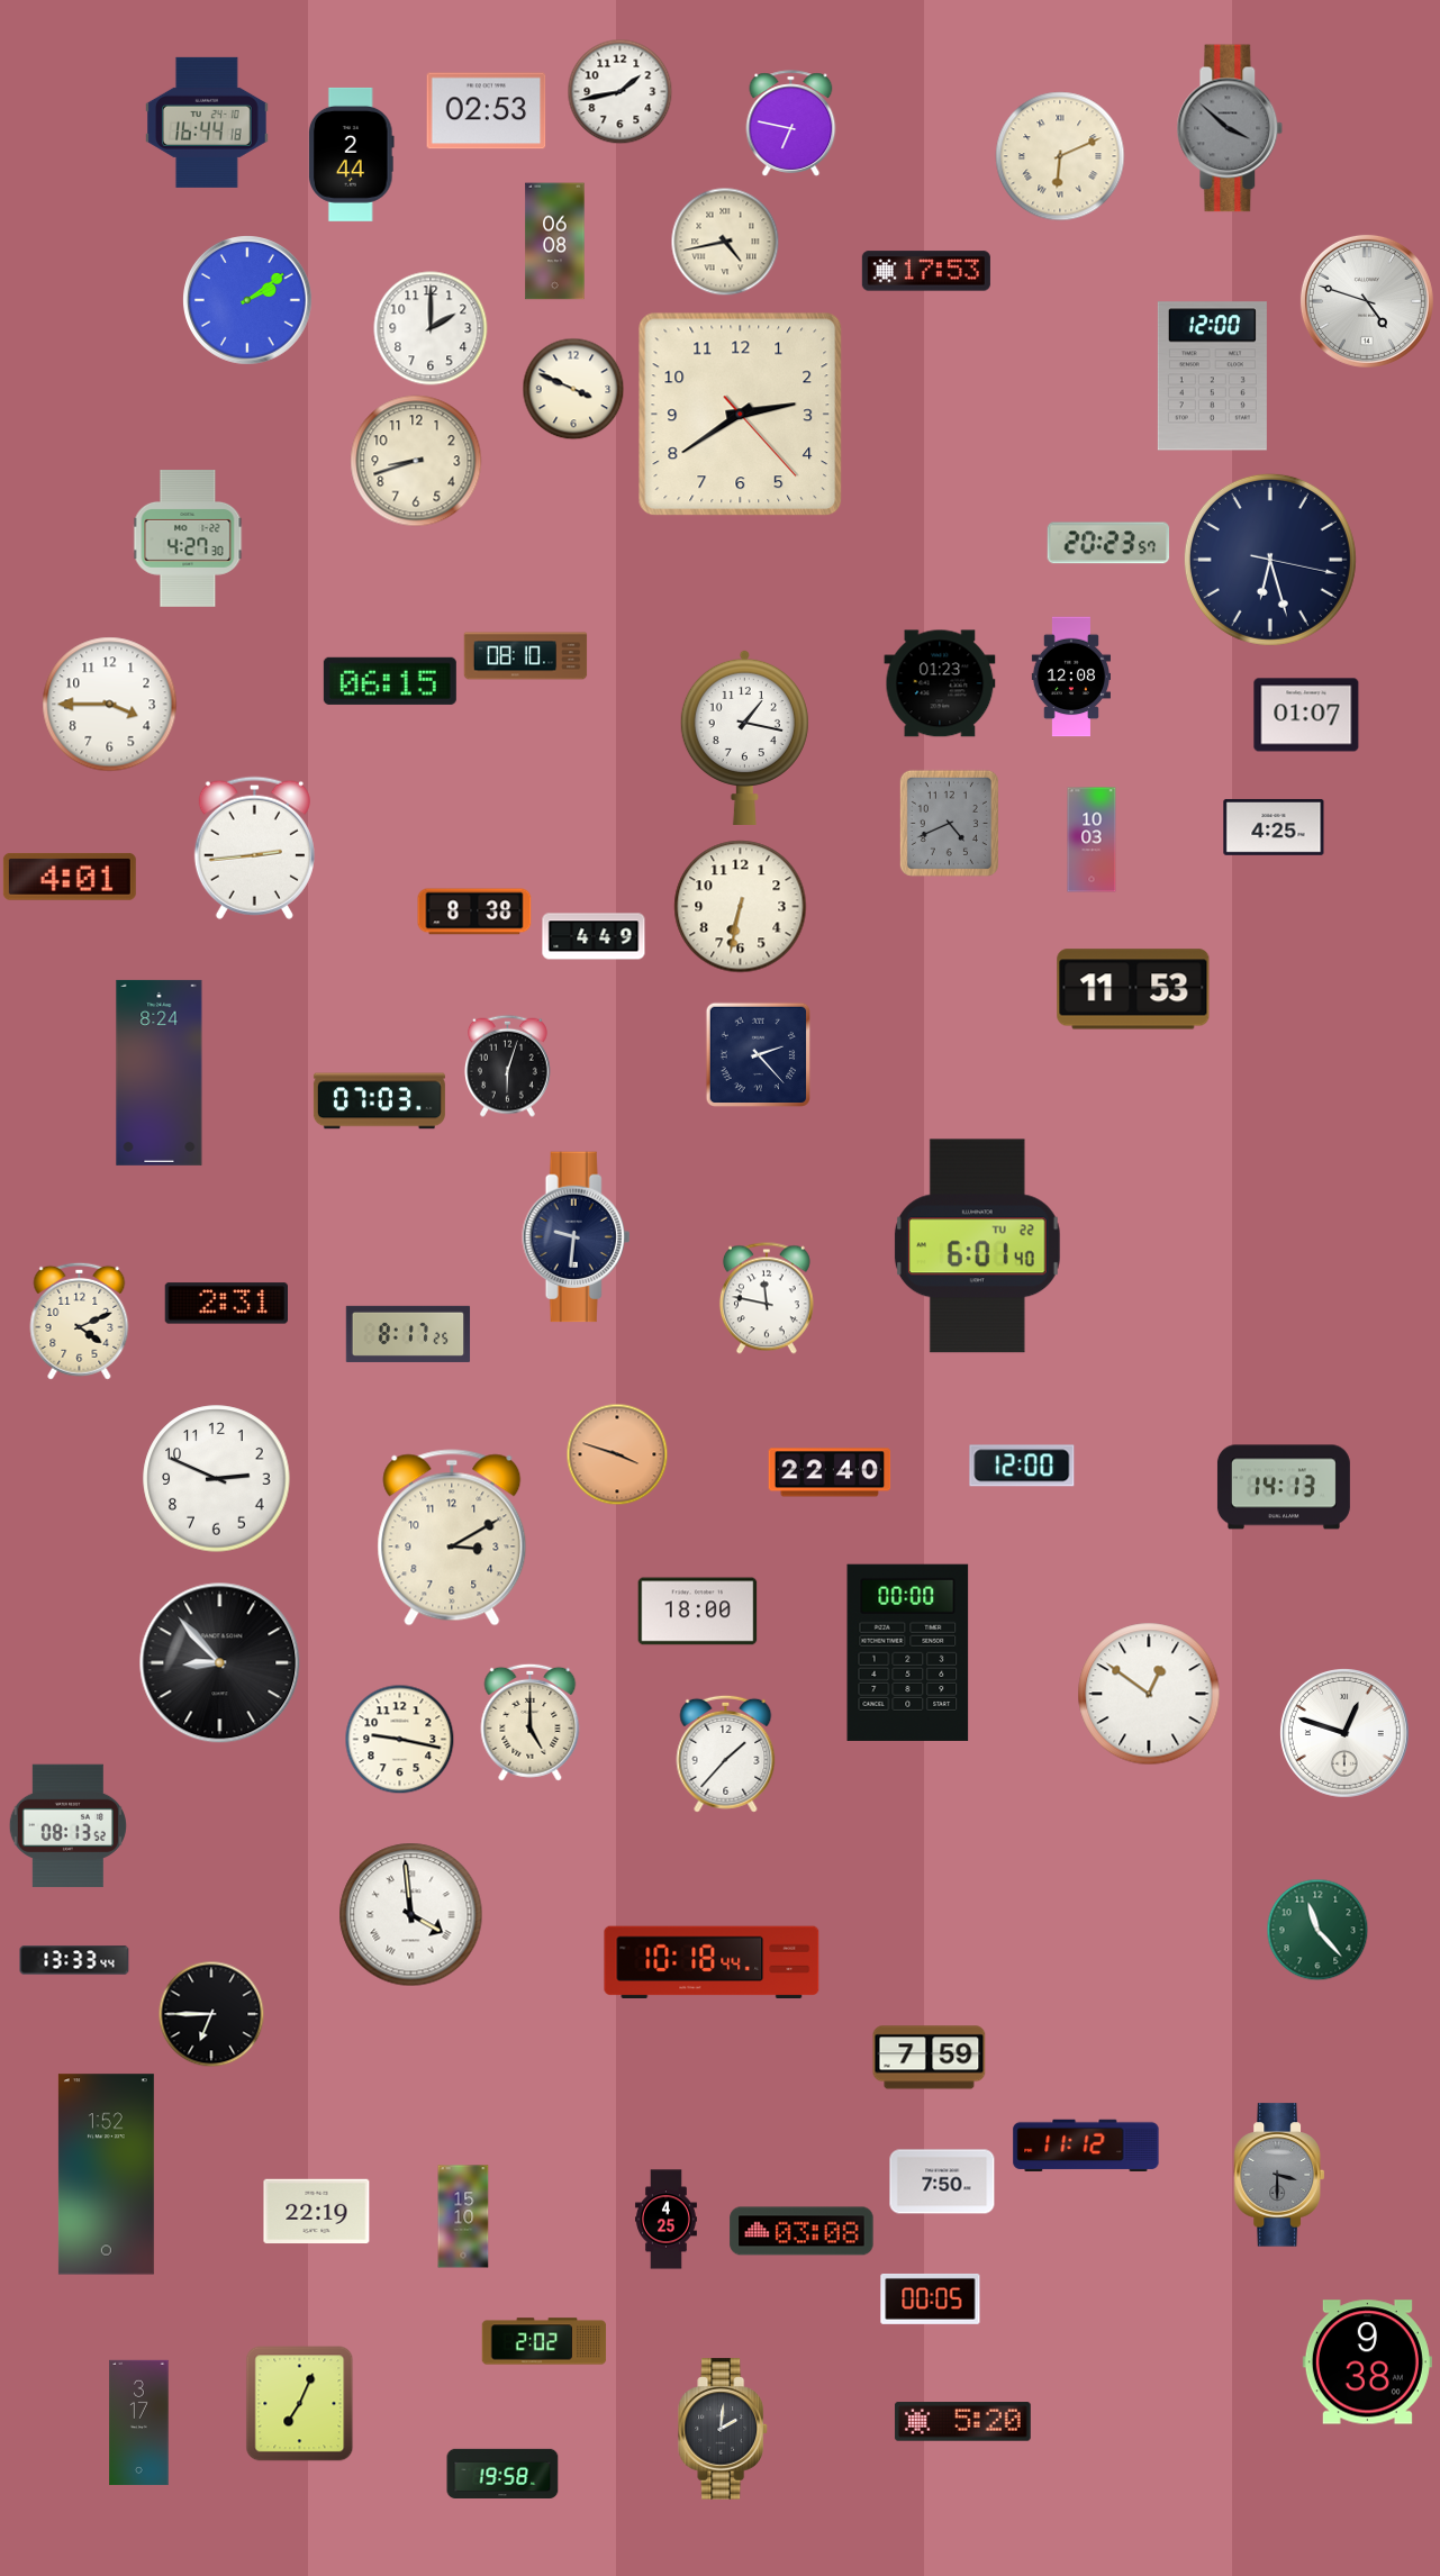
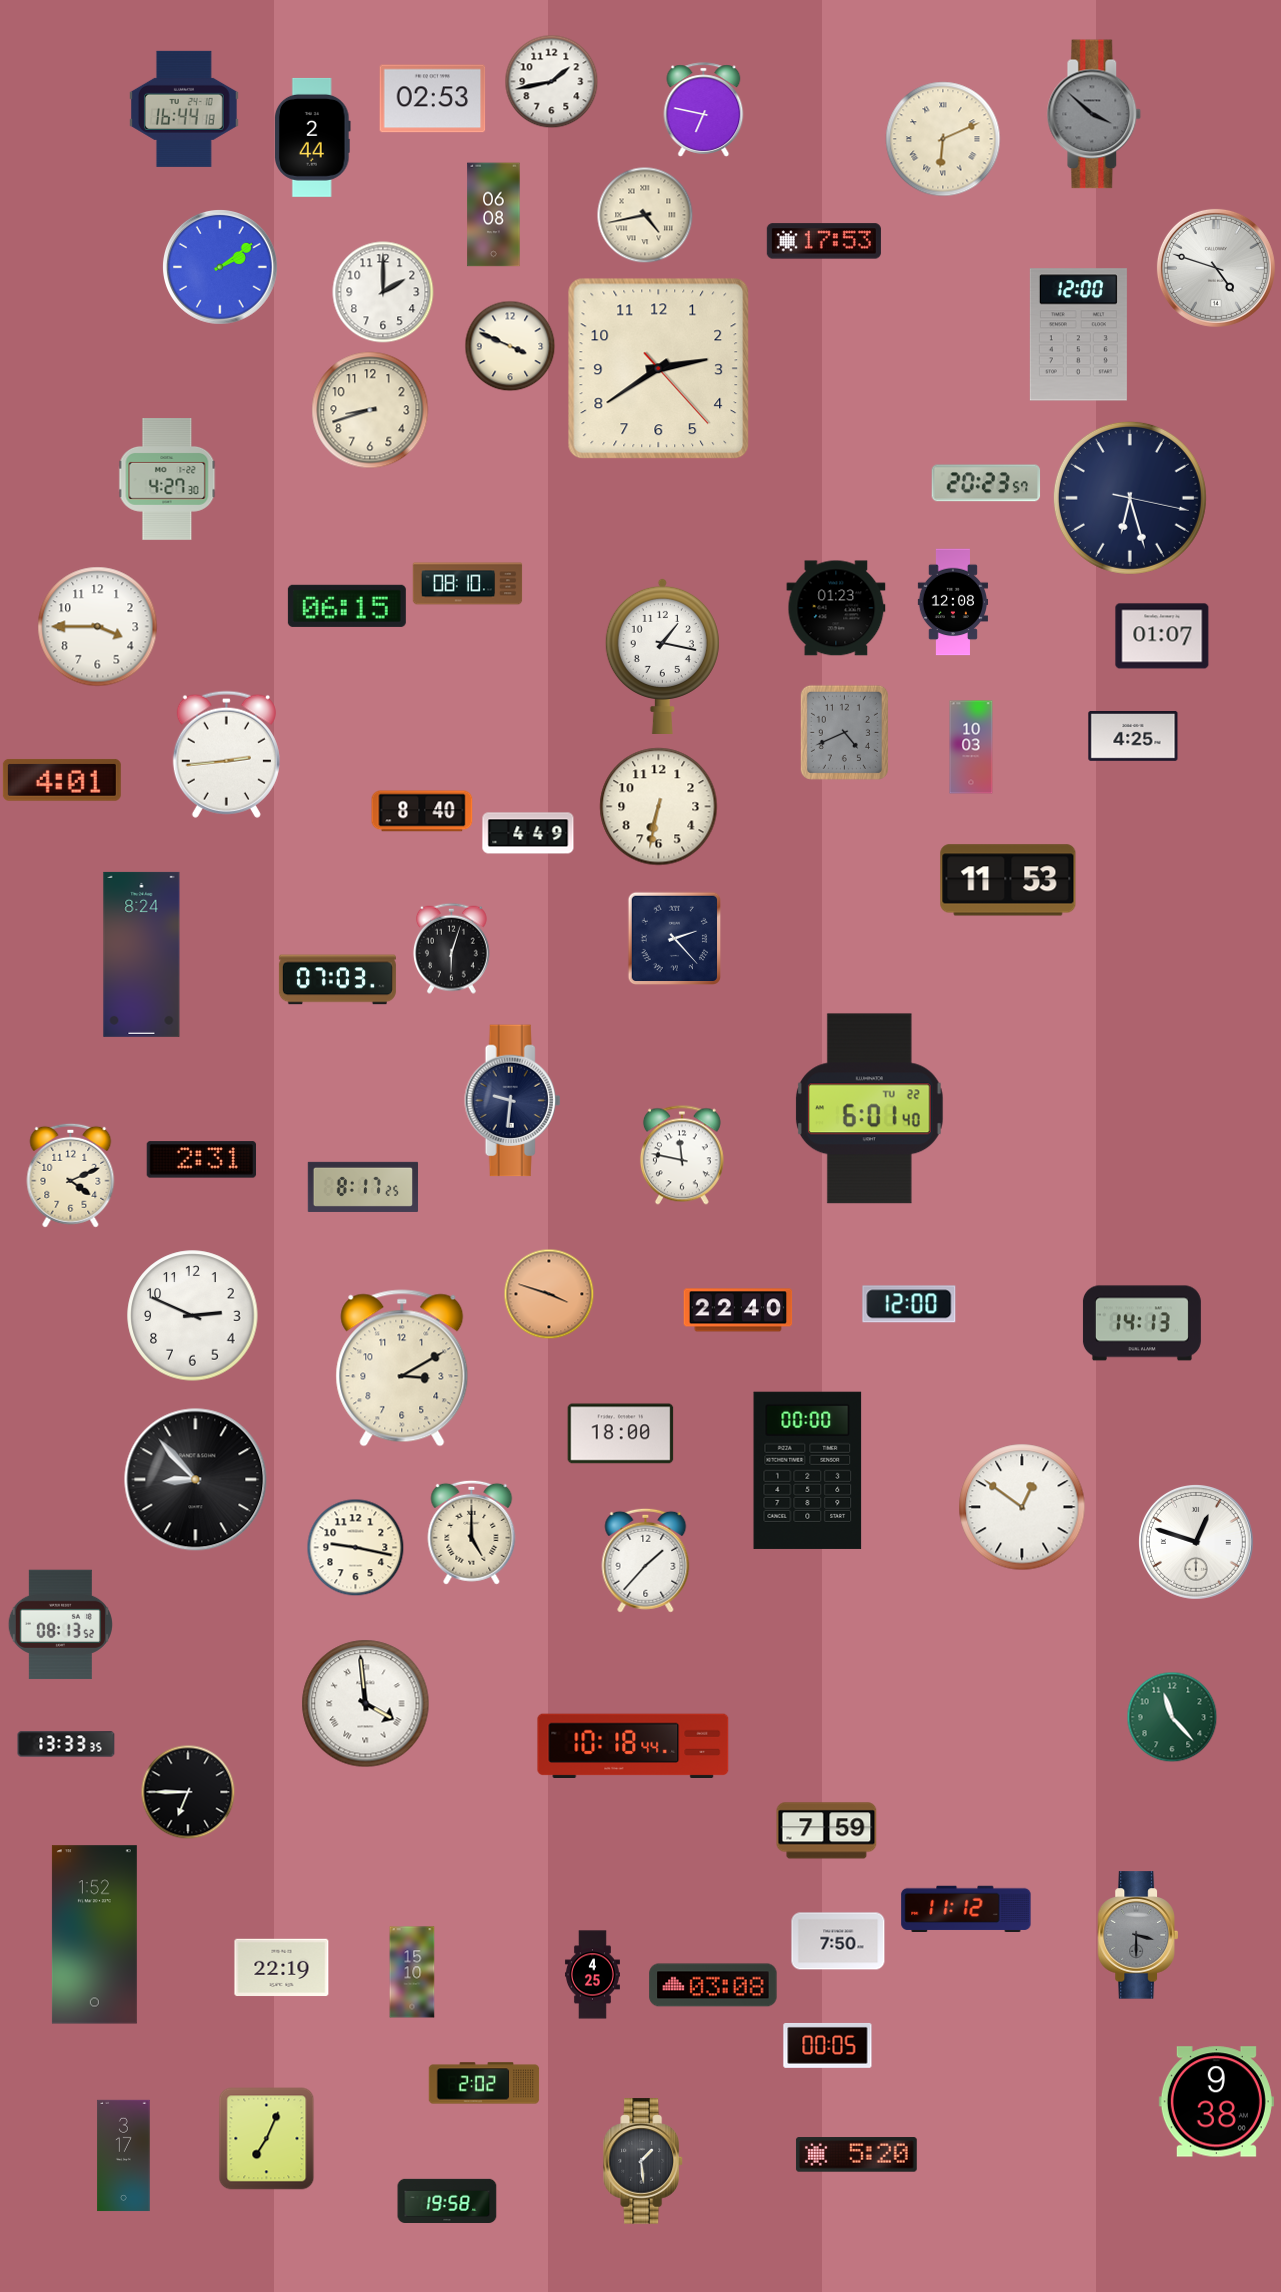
clock at (474, 911): 8:38 -> 8:40
clock at (74, 1960): 13:33:44 -> 13:33:35
clock at (724, 2429): 2:01 -> 1:29
